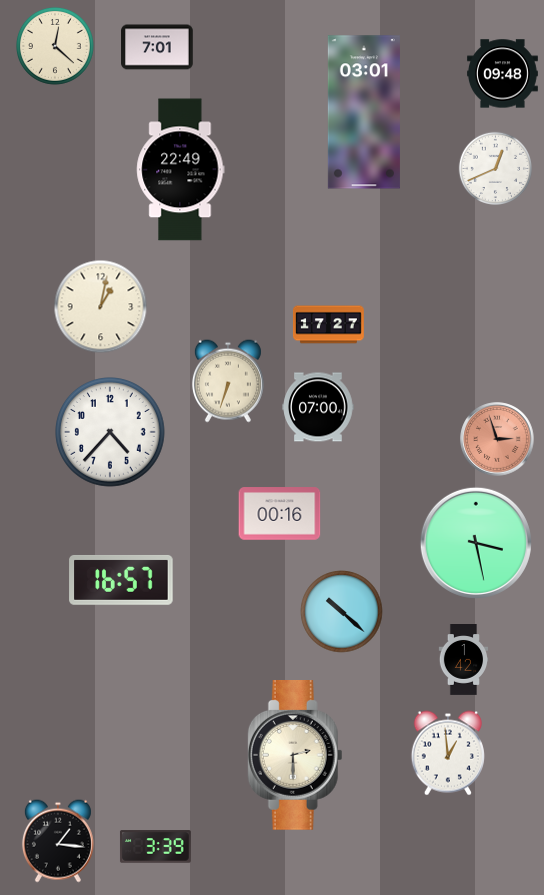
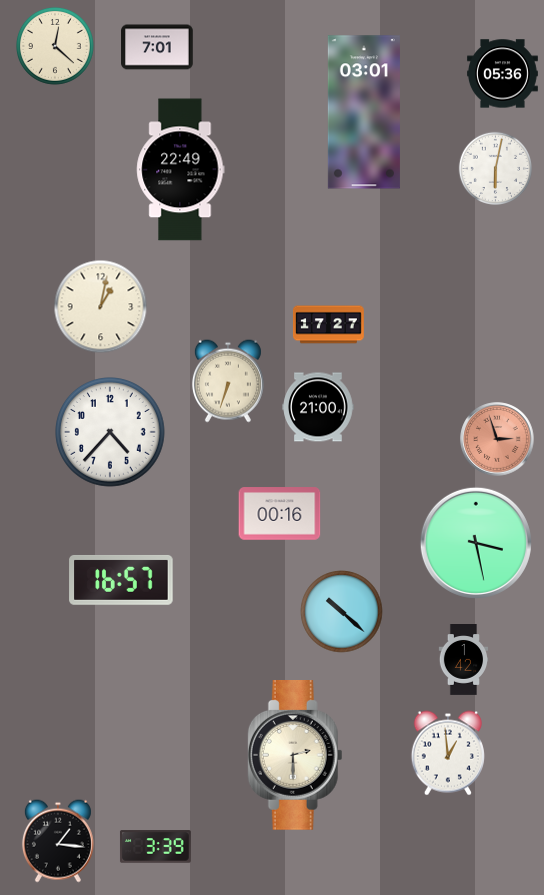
clock at (503, 74): 09:48 -> 05:36
clock at (495, 168): 12:41 -> 6:02
clock at (318, 407): 07:00 -> 21:00
